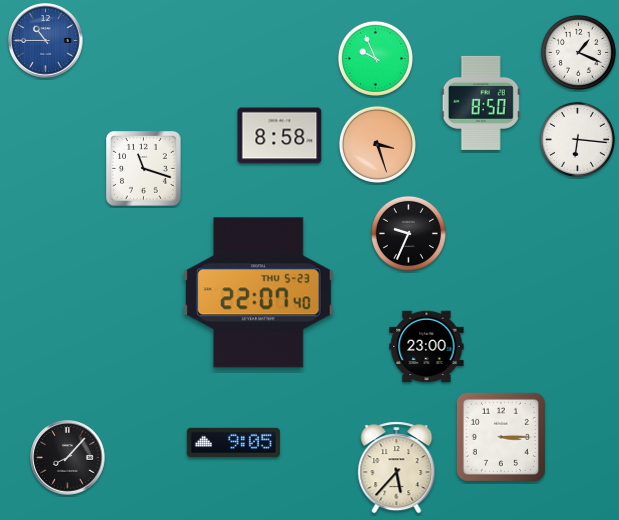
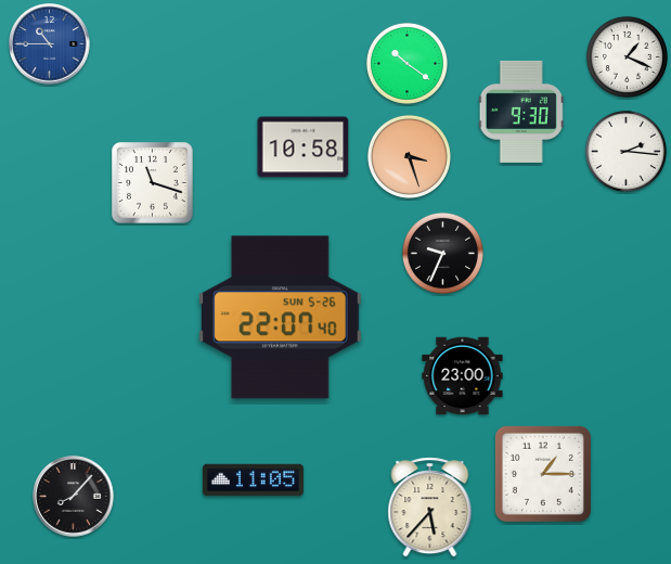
clock at (375, 58): 9:56 -> 10:21
clock at (481, 103): 8:50 -> 9:30
clock at (280, 136): 8:58 -> 10:58
clock at (577, 139): 6:16 -> 2:16
clock at (144, 169) position: (144, 169) -> (153, 183)
clock at (258, 293) date: THU 5-23 -> SUN 5-26
clock at (501, 437): 3:15 -> 1:15
clock at (233, 443): 9:05 -> 11:05
